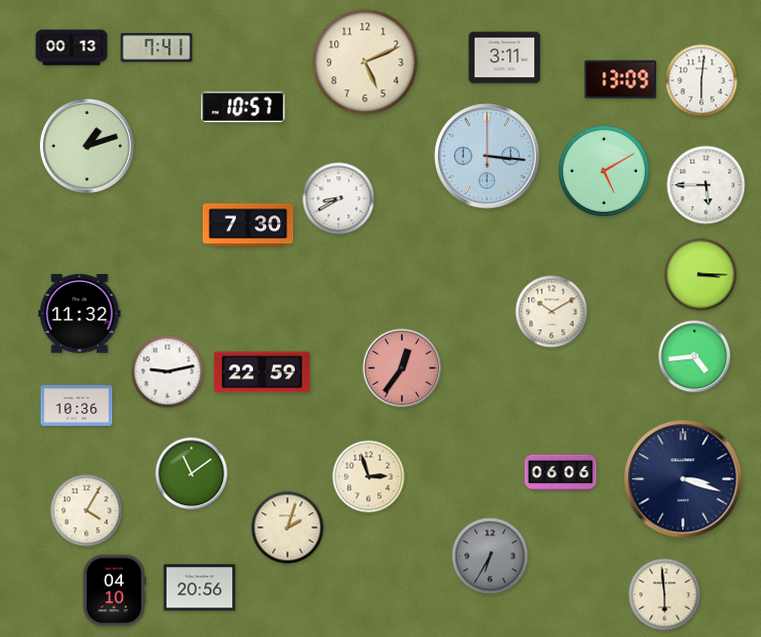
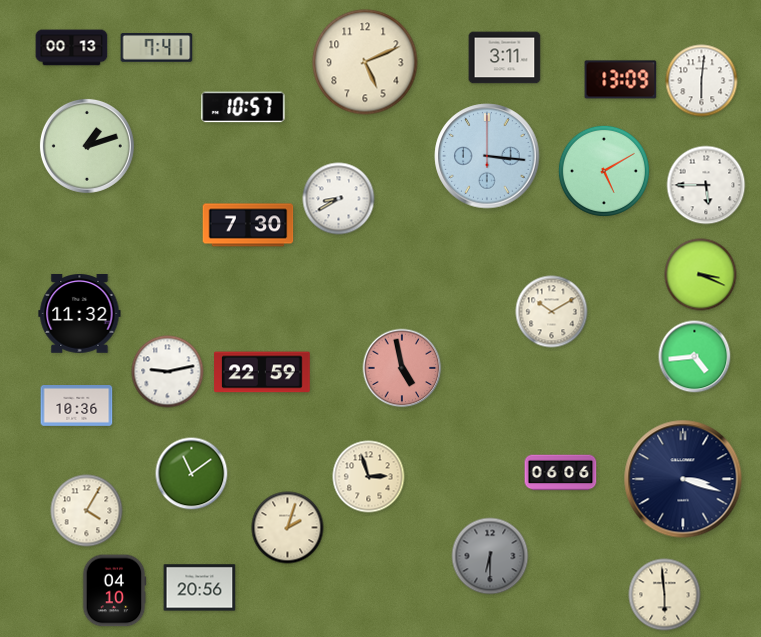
clock at (701, 275): 3:15 -> 3:19
clock at (402, 368): 12:36 -> 4:58
clock at (490, 556): 6:35 -> 6:30
